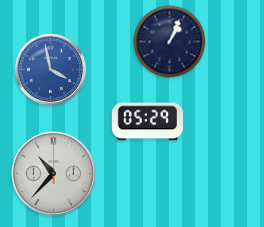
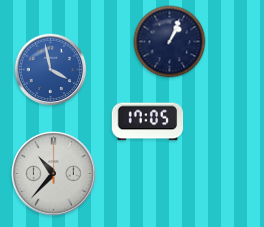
clock at (148, 122): 05:29 -> 17:05
